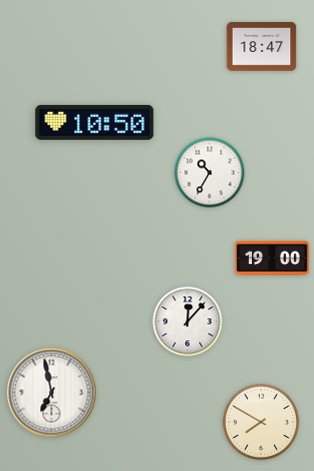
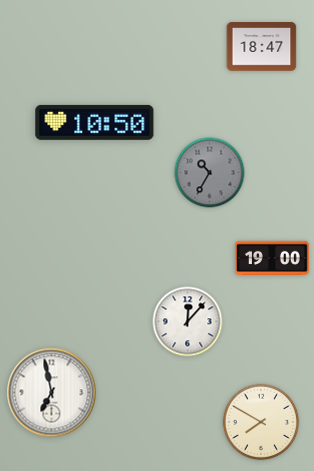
clock at (210, 173) dial: white -> grey
